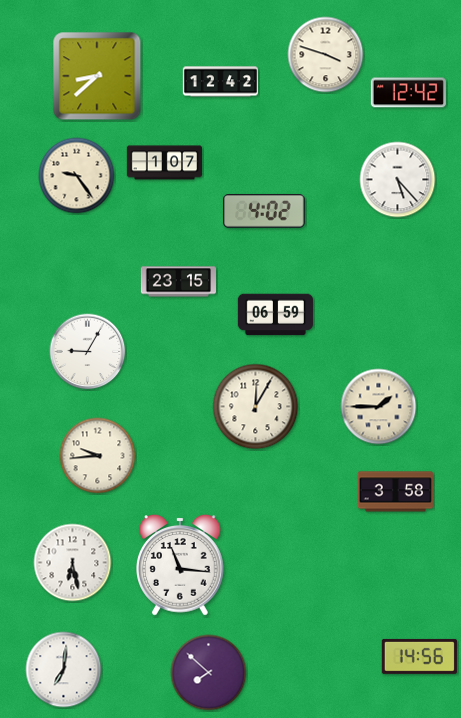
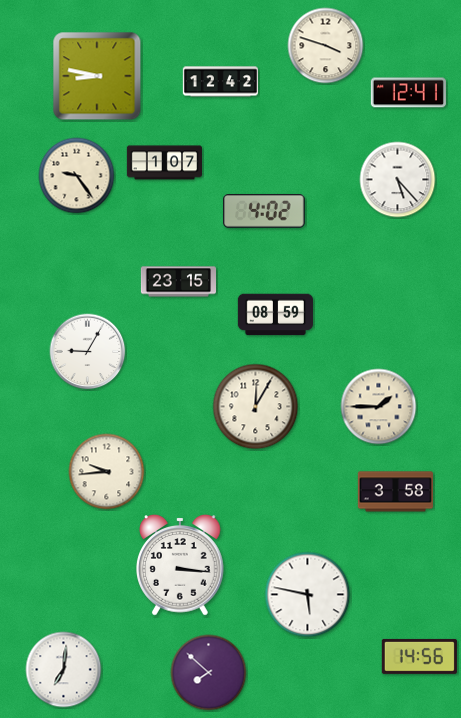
clock at (326, 55) position: (326, 55) -> (326, 46)
clock at (97, 76): 8:38 -> 8:47
clock at (408, 93): 12:42 -> 12:41
clock at (275, 315): 06:59 -> 08:59
clock at (98, 456) position: (98, 456) -> (107, 472)
clock at (73, 563): 6:28 -> none
clock at (180, 565): 11:16 -> 3:16
clock at (308, 595): none -> 5:47
